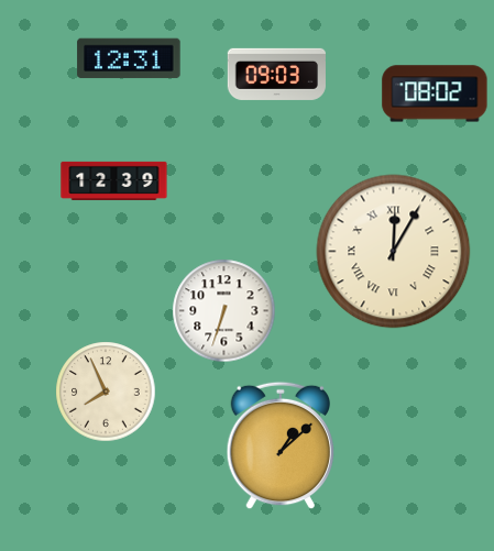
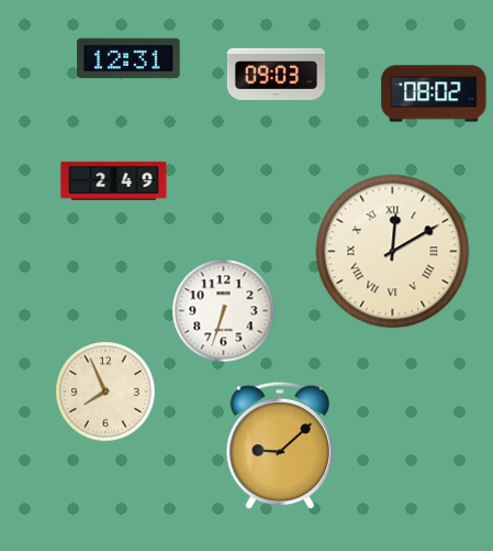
clock at (114, 180): 12:39 -> 2:49
clock at (394, 252): 12:05 -> 12:10
clock at (281, 445): 1:08 -> 9:08
